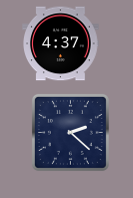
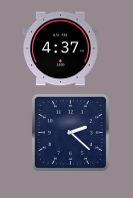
clock at (61, 44) position: (61, 44) -> (61, 49)
